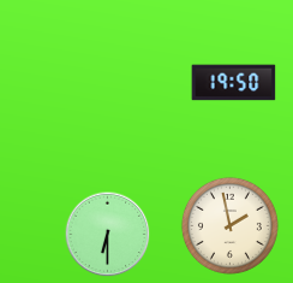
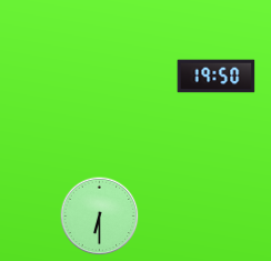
clock at (229, 225): 1:58 -> none
